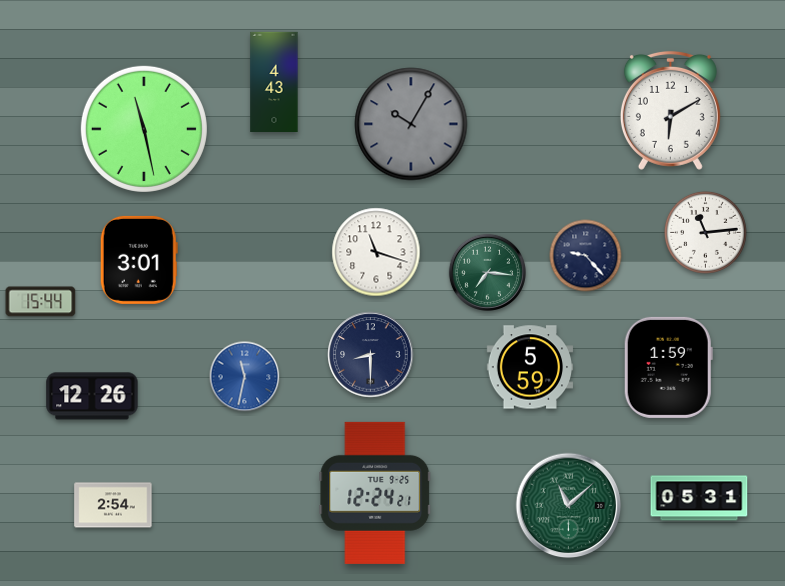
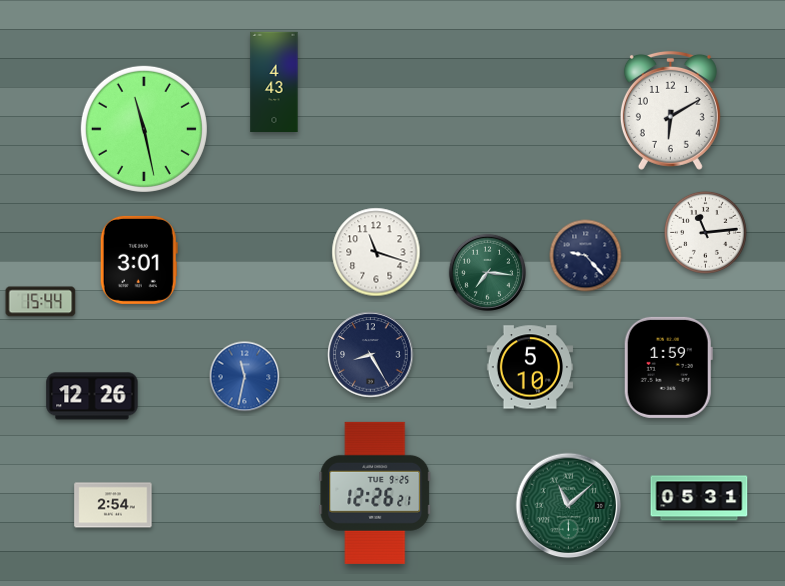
clock at (411, 124): 10:05 -> none
clock at (371, 355): 8:30 -> 8:25
clock at (530, 367): 5:59 -> 5:10
clock at (375, 493): 12:24 -> 12:26
